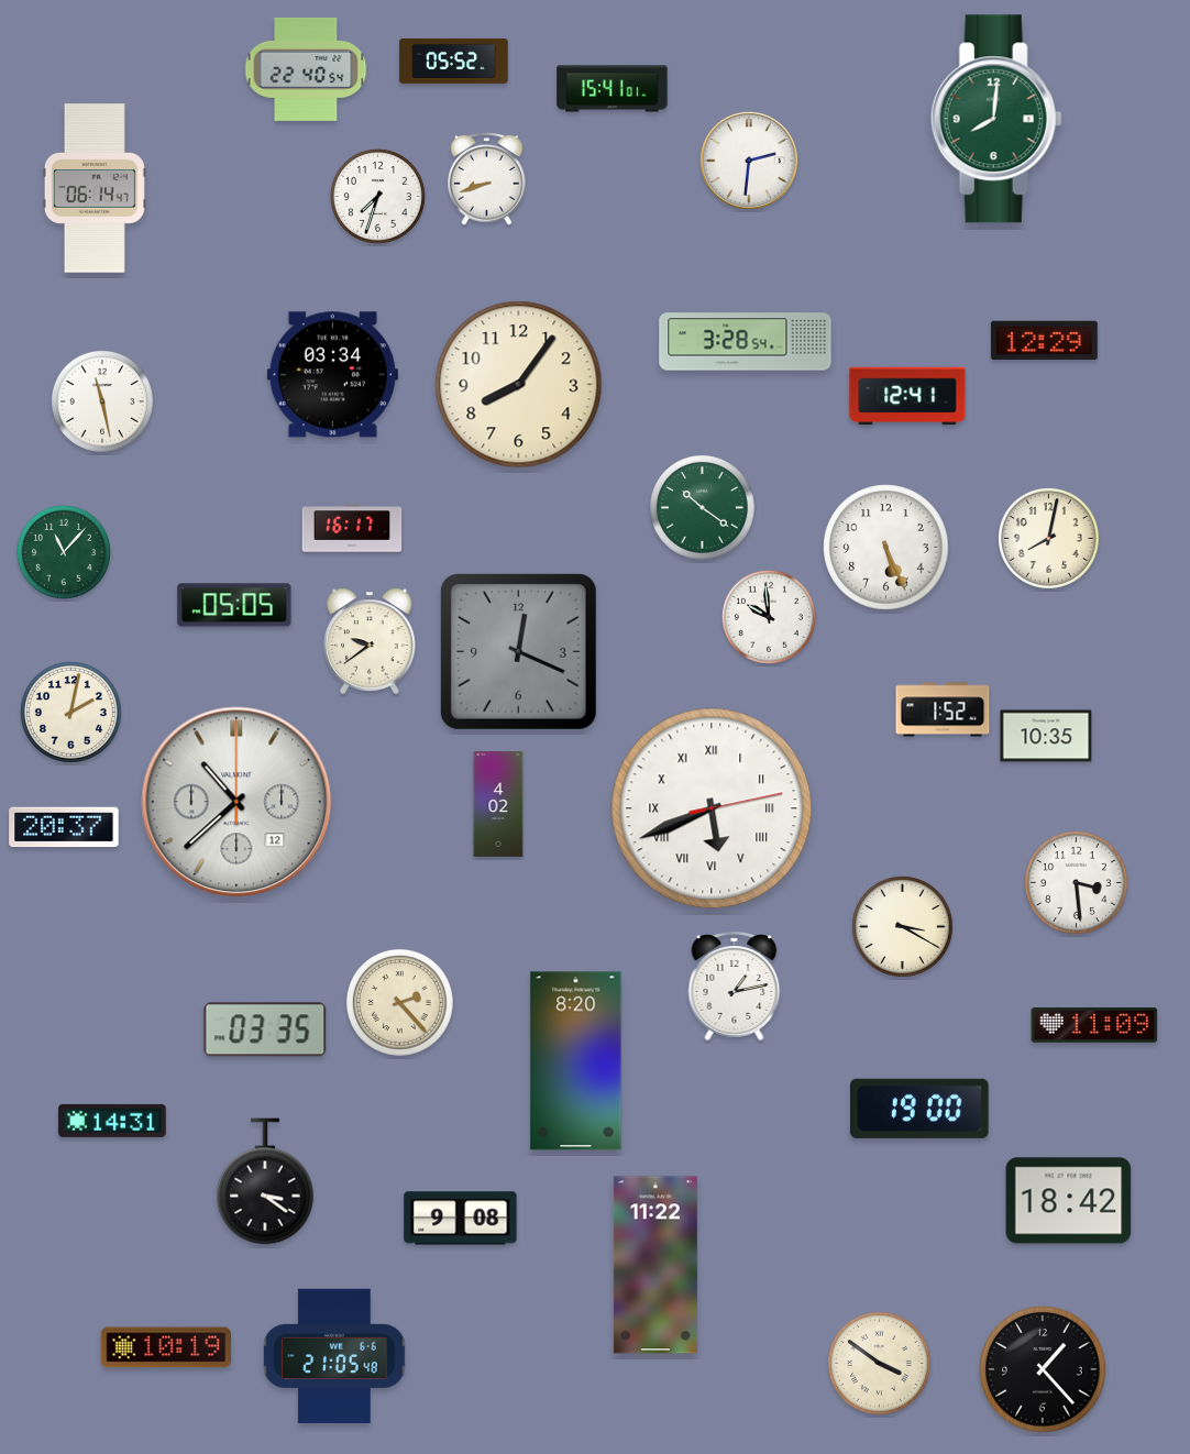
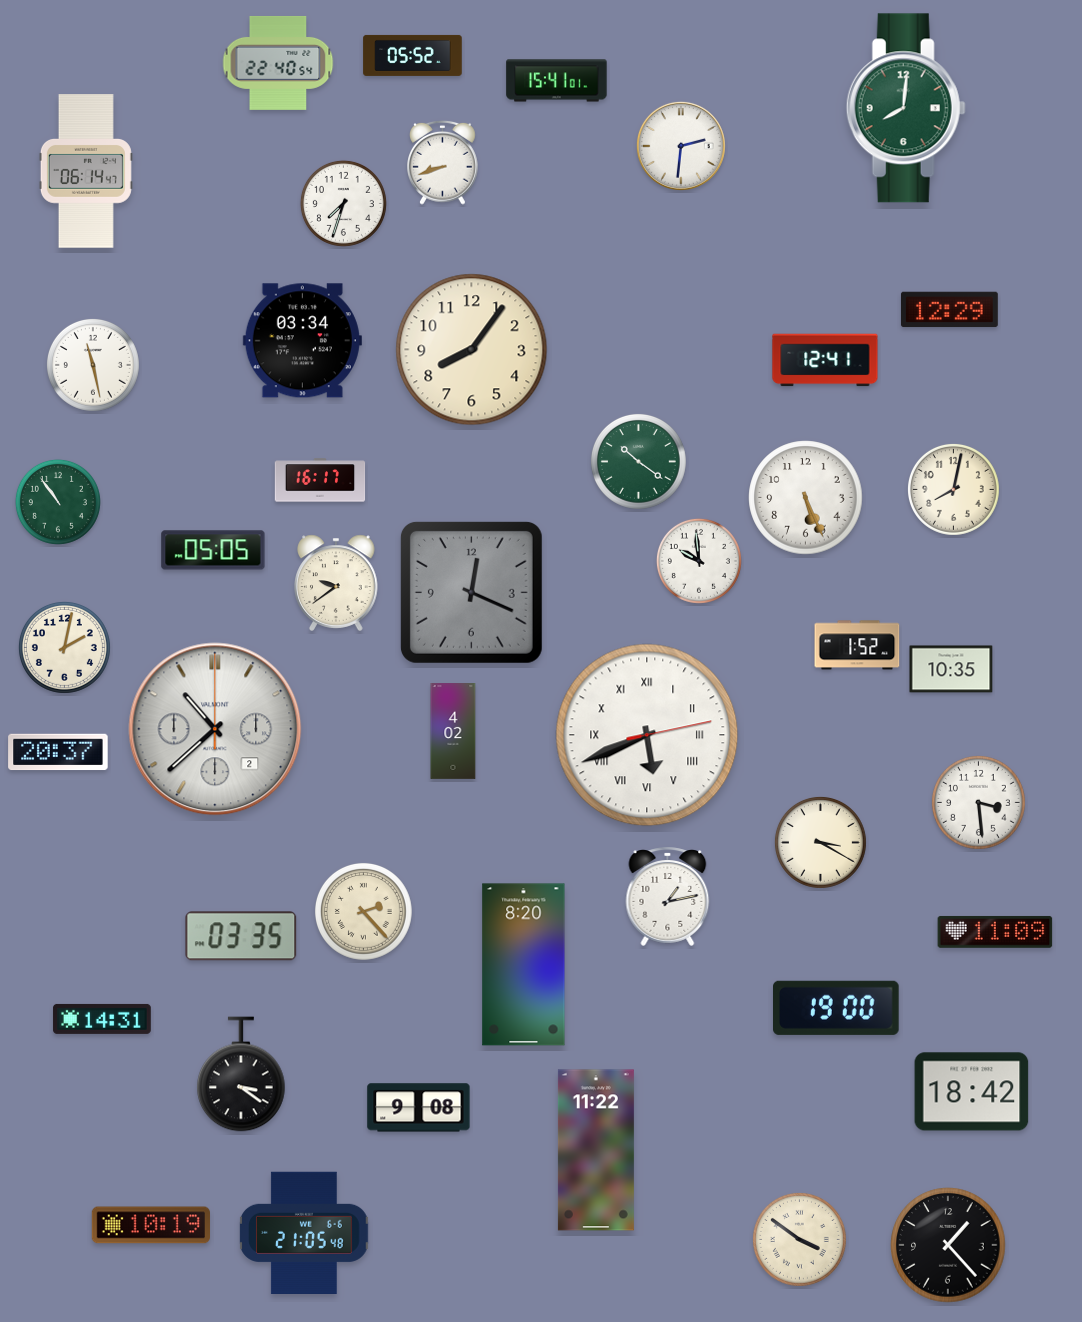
clock at (377, 196) position: (377, 196) -> (343, 203)
clock at (746, 342): 3:28 -> none
clock at (64, 552): 11:07 -> 10:54
clock at (236, 802) date: 12 -> 2
